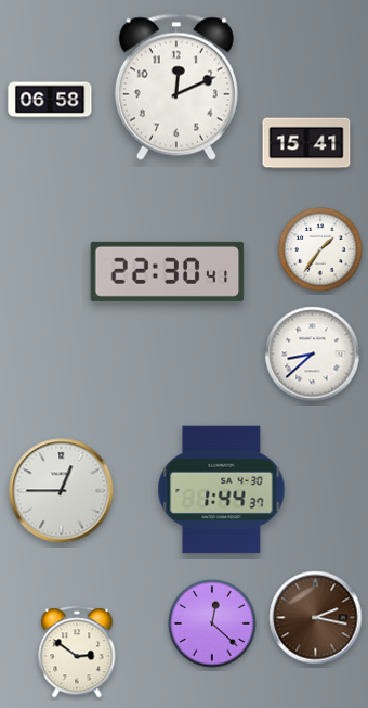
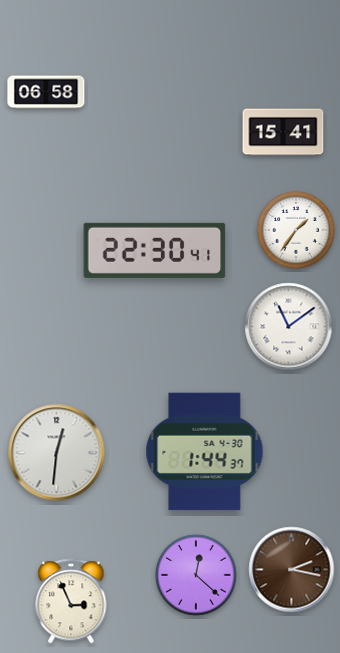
clock at (176, 87): 12:11 -> none
clock at (313, 355): 8:38 -> 11:09
clock at (62, 491): 12:45 -> 12:31
clock at (77, 652): 2:51 -> 2:56
